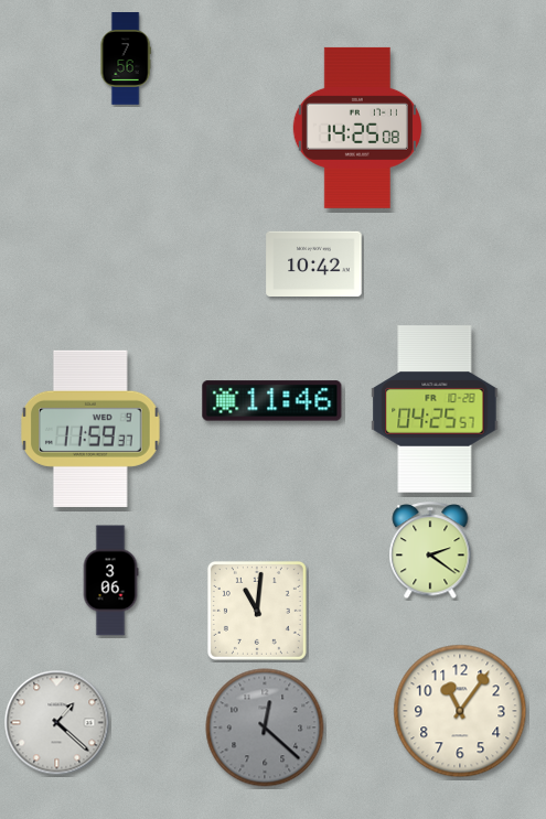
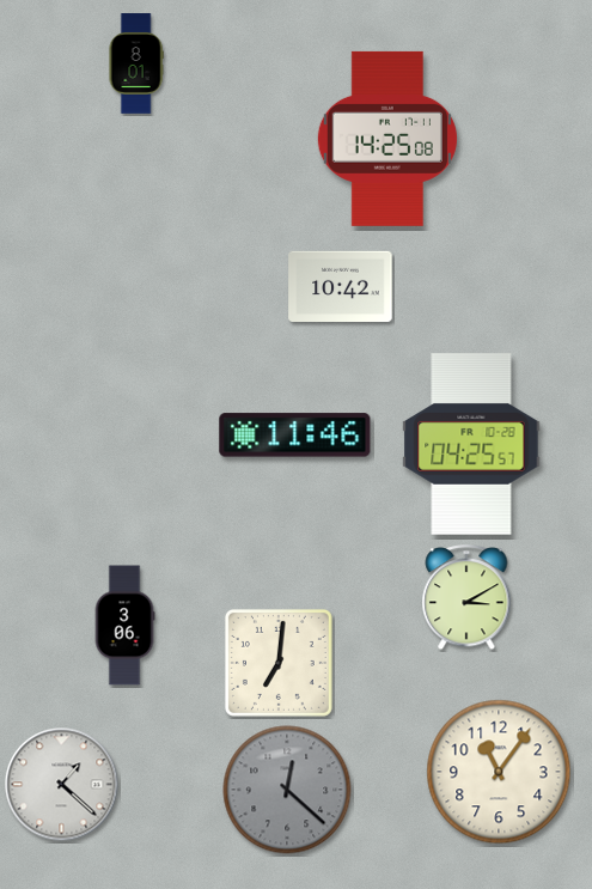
clock at (126, 58): 7:56 -> 8:01
clock at (92, 429): 11:59 -> none
clock at (430, 551): 2:21 -> 3:10
clock at (110, 581) position: (110, 581) -> (124, 626)
clock at (257, 611): 11:01 -> 7:01
